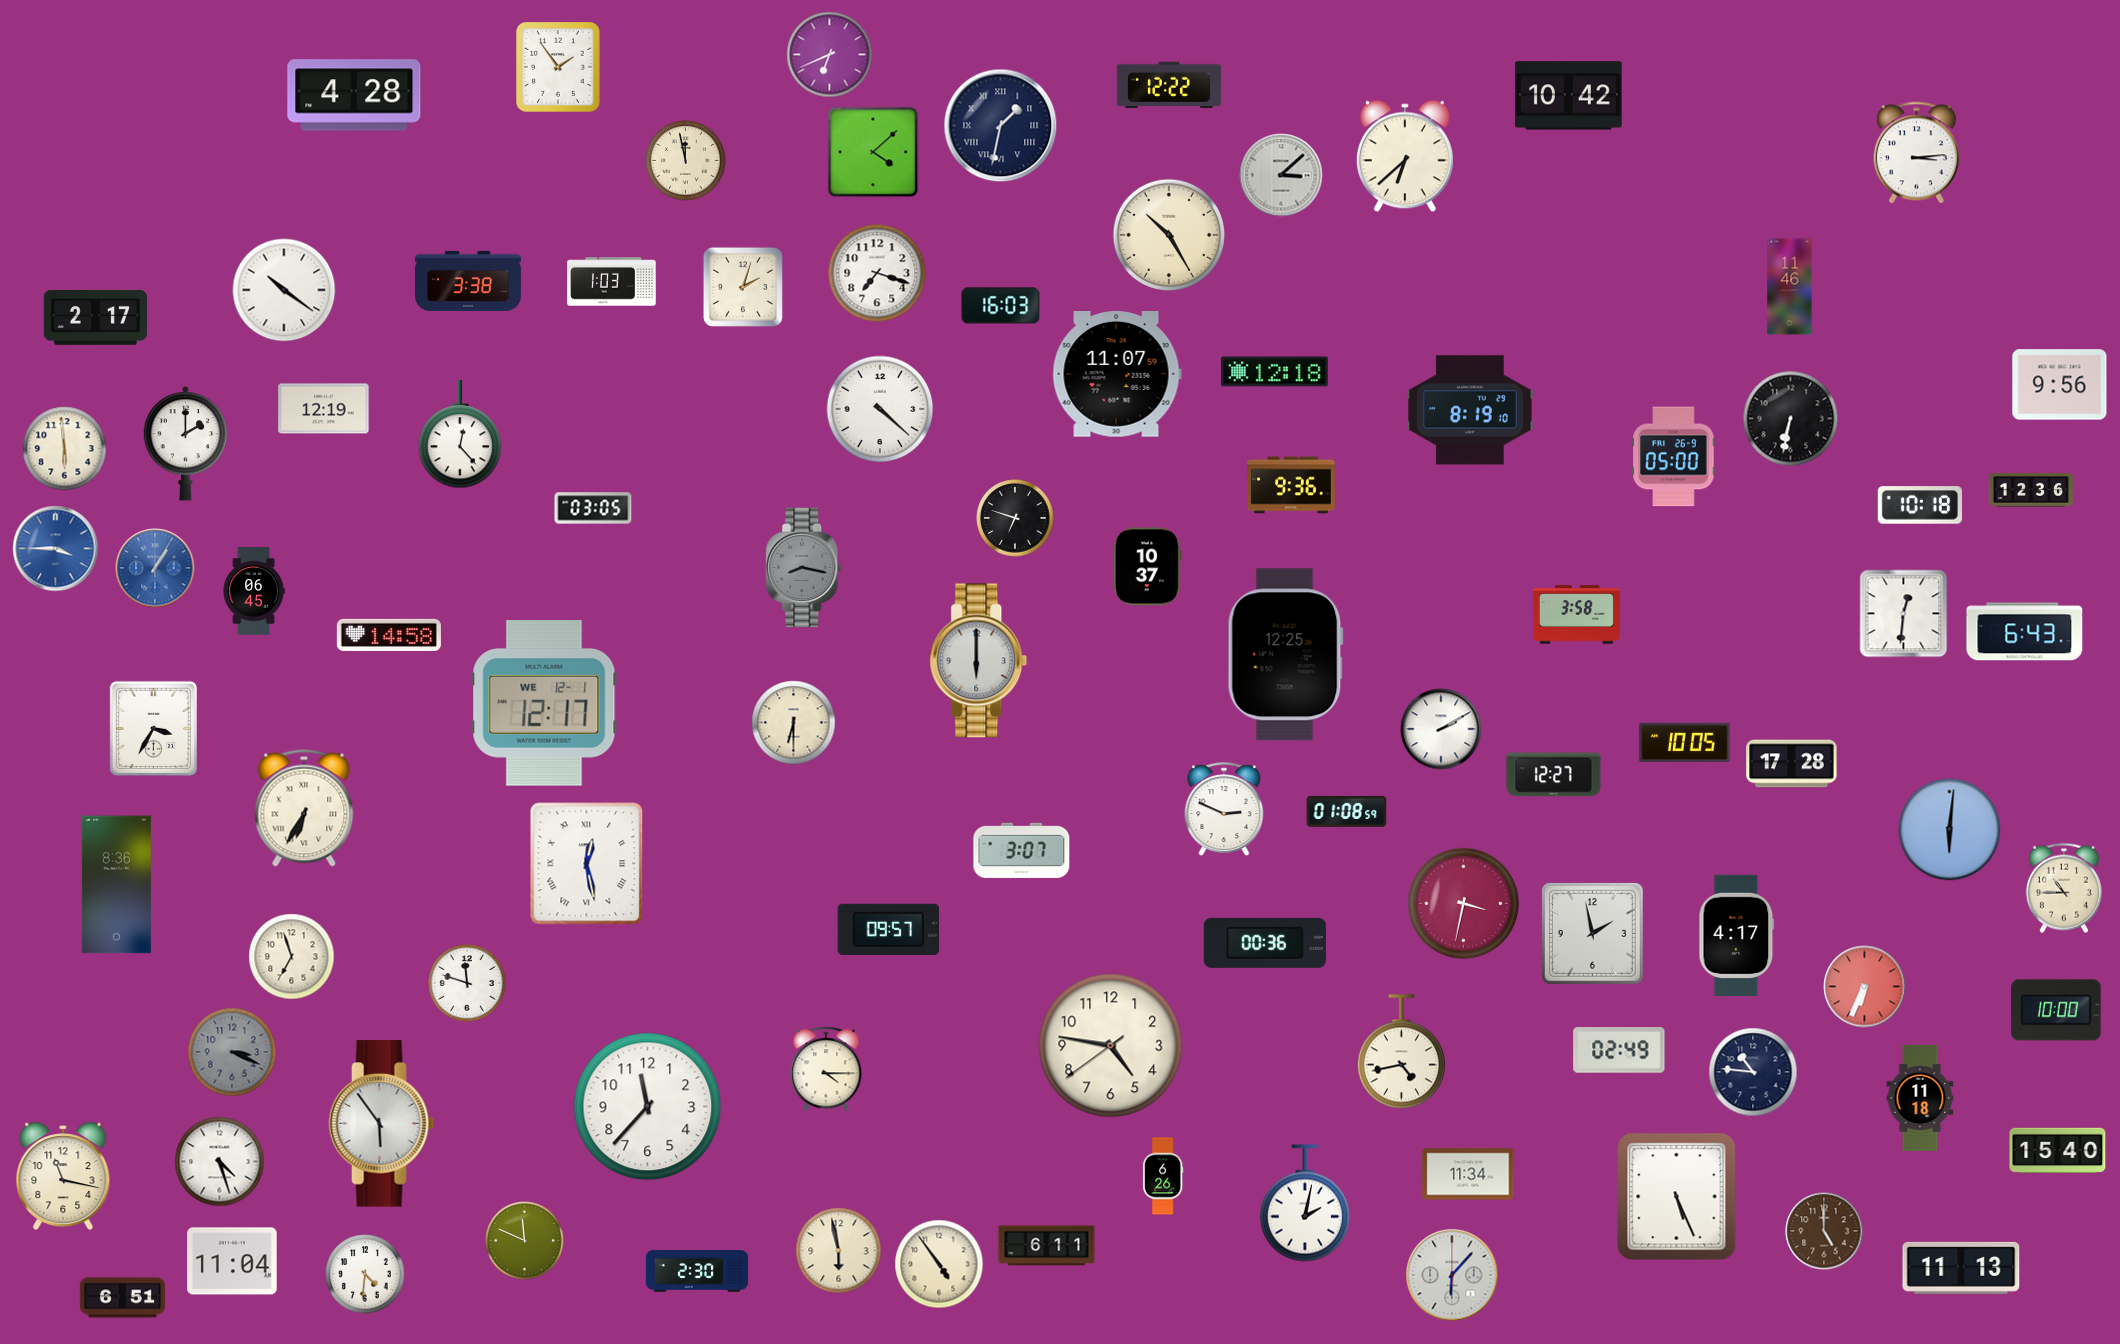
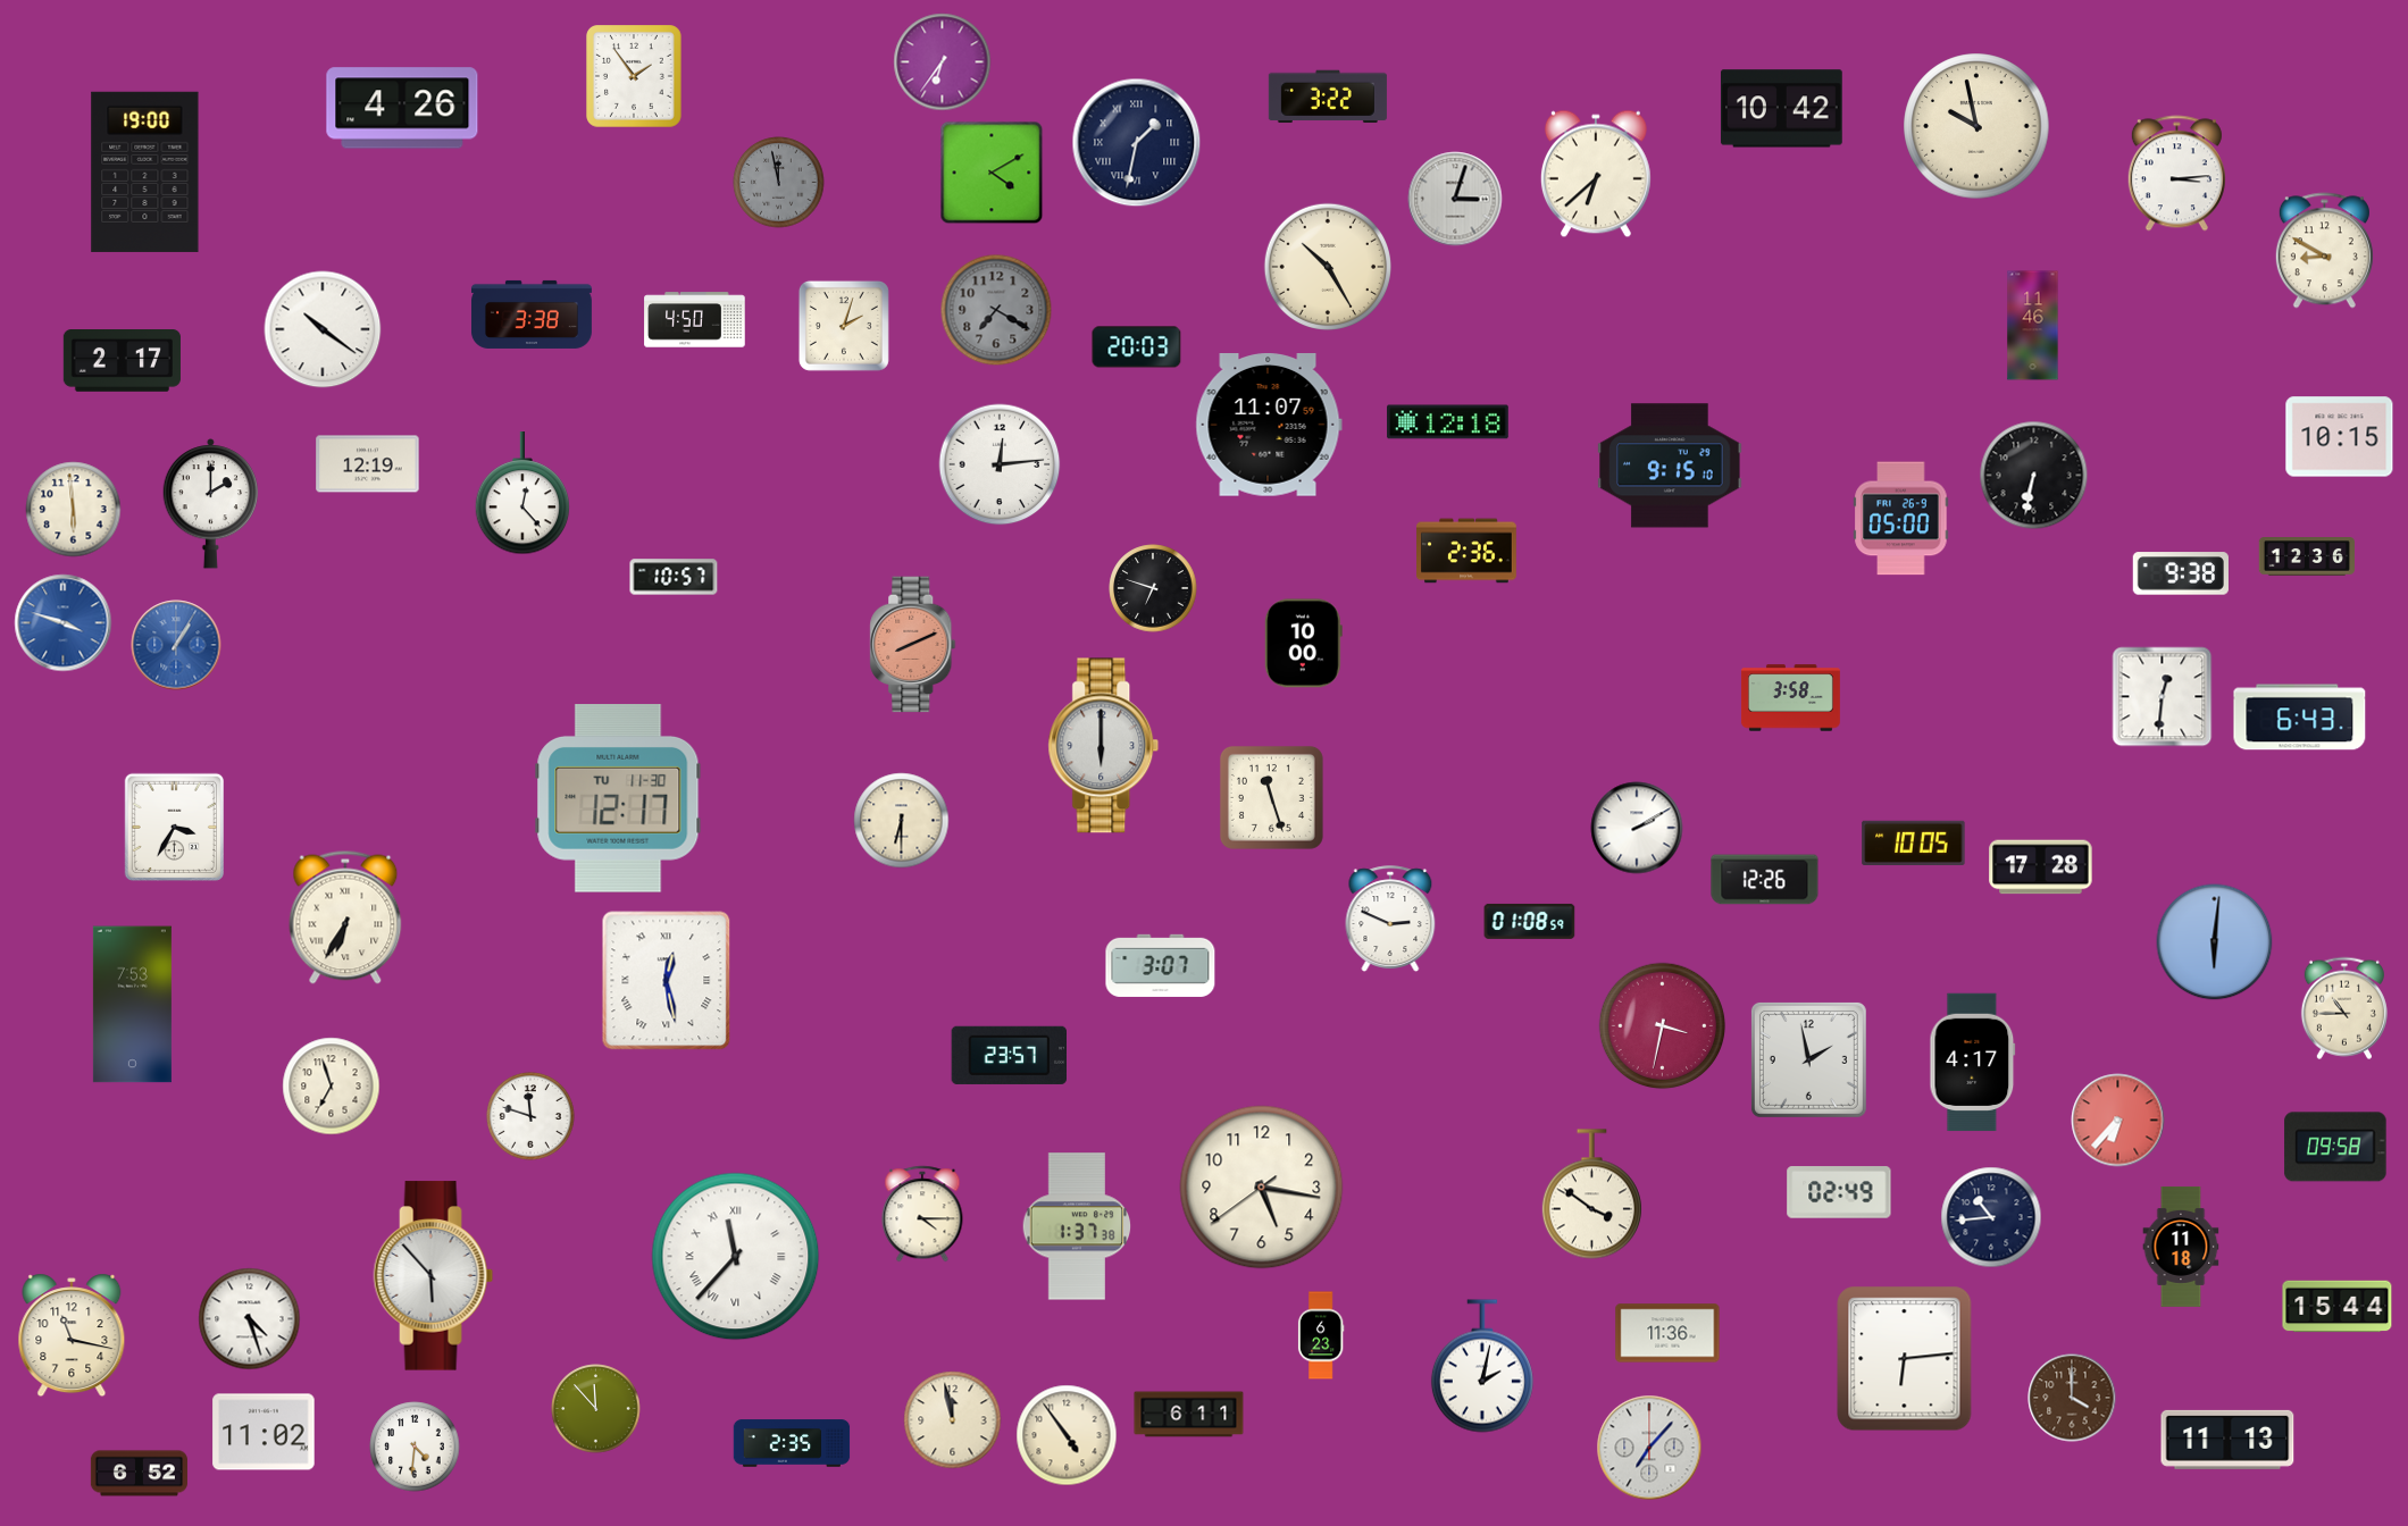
clock at (830, 55): 6:41 -> 6:36
clock at (1169, 85): 12:22 -> 3:22
clock at (354, 95): 4:28 -> 4:26
clock at (1976, 126): none -> 9:58
clock at (145, 171): none -> 19:00
clock at (873, 152): 4:08 -> 4:10
clock at (1405, 156) position: (1405, 156) -> (1596, 174)
clock at (686, 161) dial: cream -> grey
clock at (1281, 175): 3:08 -> 3:03
clock at (2324, 251): none -> 8:50
clock at (877, 273): 7:18 -> 7:20
clock at (877, 273) dial: white -> grey
clock at (468, 281) position: (468, 281) -> (532, 315)
clock at (612, 282): 1:03 -> 4:50
clock at (1001, 306): 16:03 -> 20:03
clock at (95, 318) position: (95, 318) -> (122, 361)
clock at (2060, 385): 9:56 -> 10:15
clock at (880, 409): 4:22 -> 12:14
clock at (1470, 410): 8:19 -> 9:15
clock at (1291, 485): 9:36 -> 2:36
clock at (1920, 505): 10:18 -> 9:38
clock at (593, 508): 03:05 -> 10:57
clock at (56, 549): 3:45 -> 3:48
clock at (1147, 567): 10:37 -> 10:00
clock at (804, 568): 8:17 -> 8:11
clock at (804, 568) dial: grey -> salmon
clock at (254, 591): 06:45 -> none
clock at (389, 635): 14:58 -> none
clock at (1285, 655): 12:25 -> none
clock at (979, 661) position: (979, 661) -> (1104, 746)
clock at (1271, 797): none -> 11:27
clock at (544, 704) date: WE 12-1 -> TU 11-30
clock at (1792, 764) position: (1792, 764) -> (2041, 867)
clock at (1554, 775): 12:27 -> 12:26
clock at (116, 885): 8:36 -> 7:53
clock at (889, 929): 09:57 -> 23:57
clock at (1265, 943): 00:36 -> none
clock at (1865, 987): 6:34 -> 6:37
clock at (2056, 1010): 10:00 -> 09:58
clock at (1111, 1046): 4:46 -> 5:16
clock at (232, 1052): 3:19 -> none
clock at (1401, 1052): 4:43 -> 3:51
clock at (826, 1069) position: (826, 1069) -> (922, 1214)
clock at (1753, 1072): 10:46 -> 10:44
clock at (1077, 1226): none -> 1:37
clock at (648, 1107) numerals: Arabic -> Roman
clock at (382, 1124): 5:54 -> 5:53
clock at (2058, 1151): 15:40 -> 15:44
clock at (1468, 1174): 11:34 -> 11:36
clock at (1163, 1176): 6:26 -> 6:23
clock at (1677, 1197): 5:26 -> 6:14
clock at (1824, 1231): 5:00 -> 4:00
clock at (525, 1241): 11:49 -> 11:53
clock at (839, 1251): 5:58 -> 11:58
clock at (232, 1261): 11:04 -> 11:02
clock at (697, 1271): 2:30 -> 2:35
clock at (1452, 1275): 6:07 -> 7:07
clock at (122, 1298): 6:51 -> 6:52
